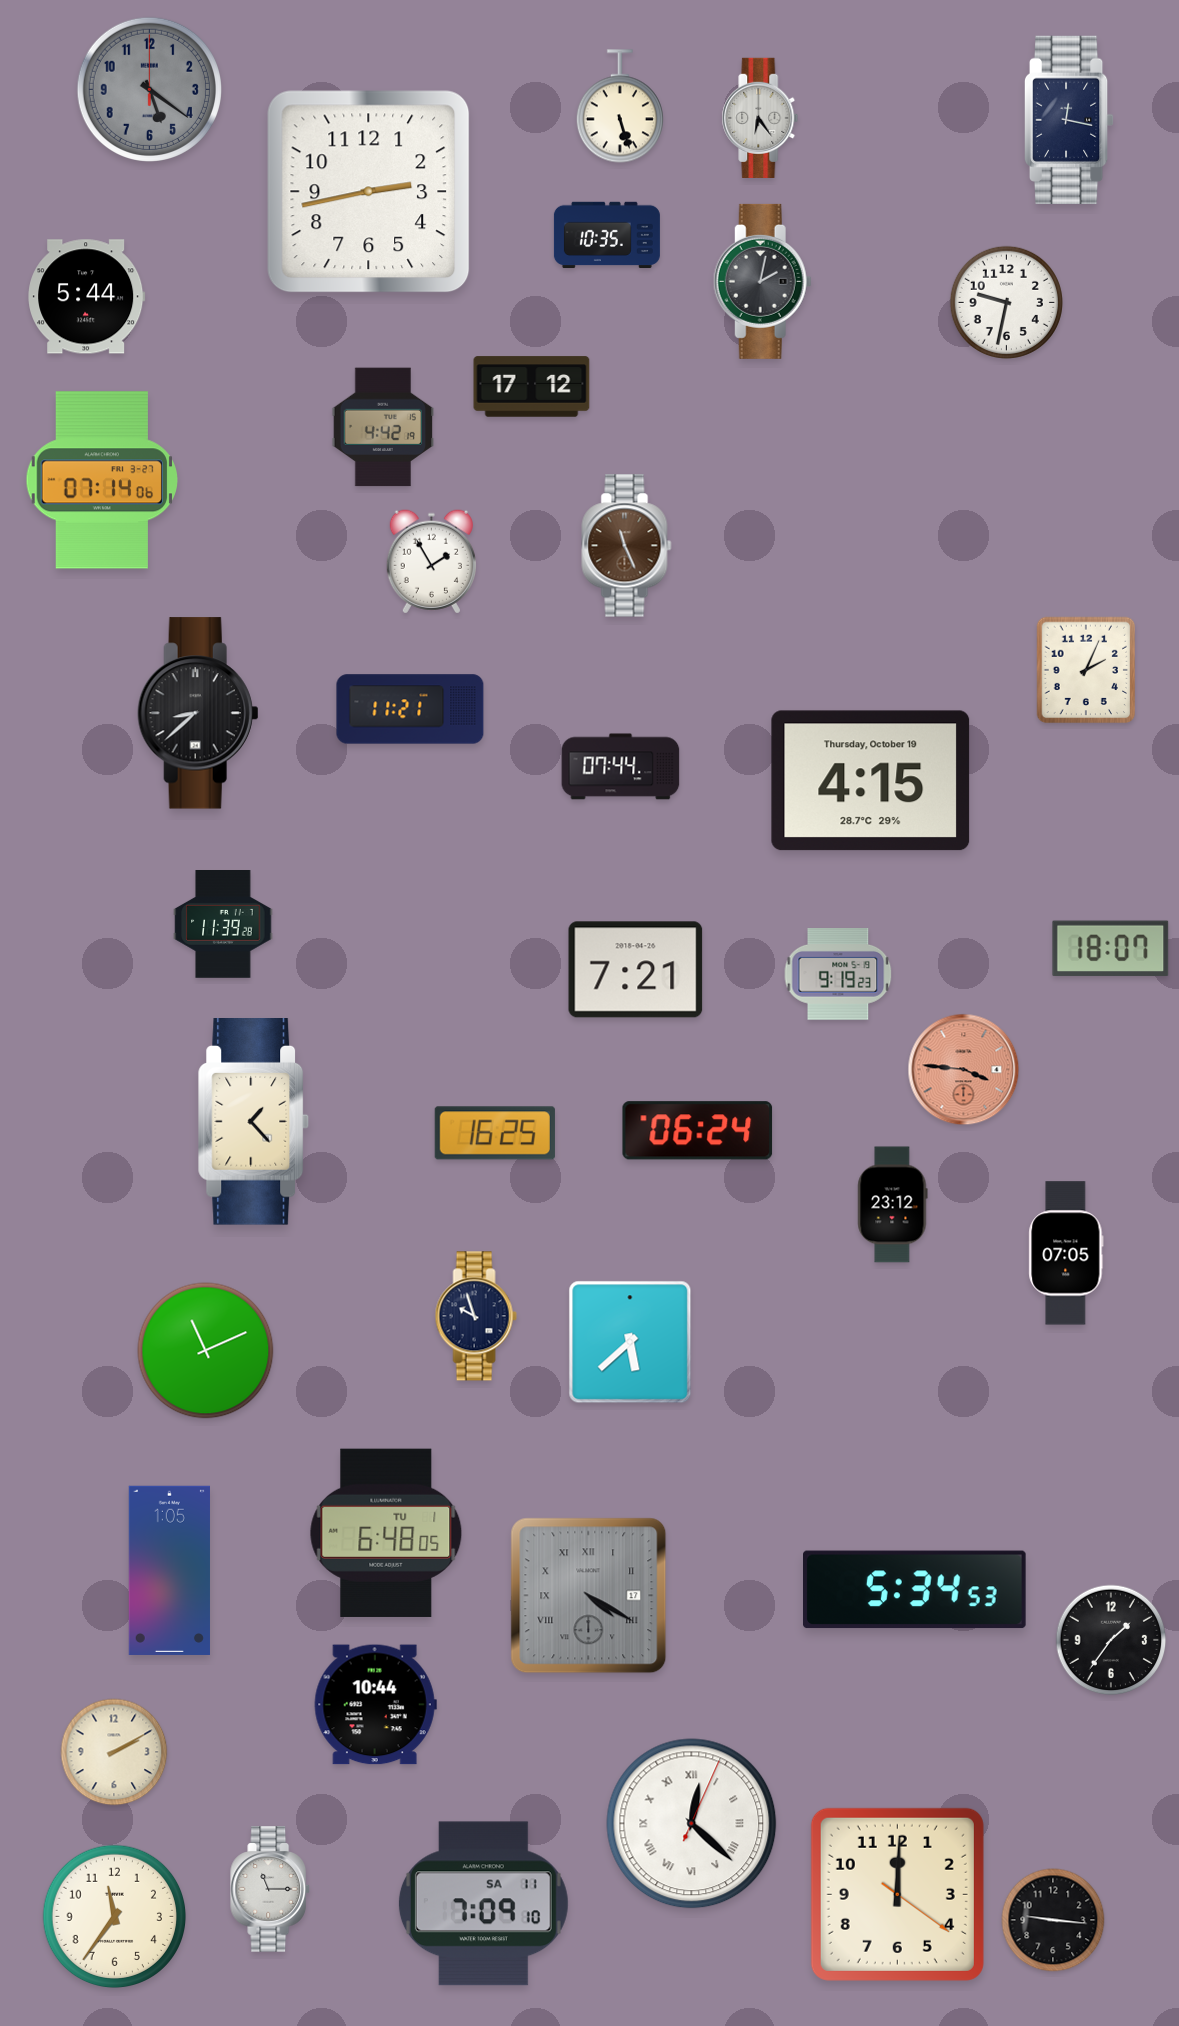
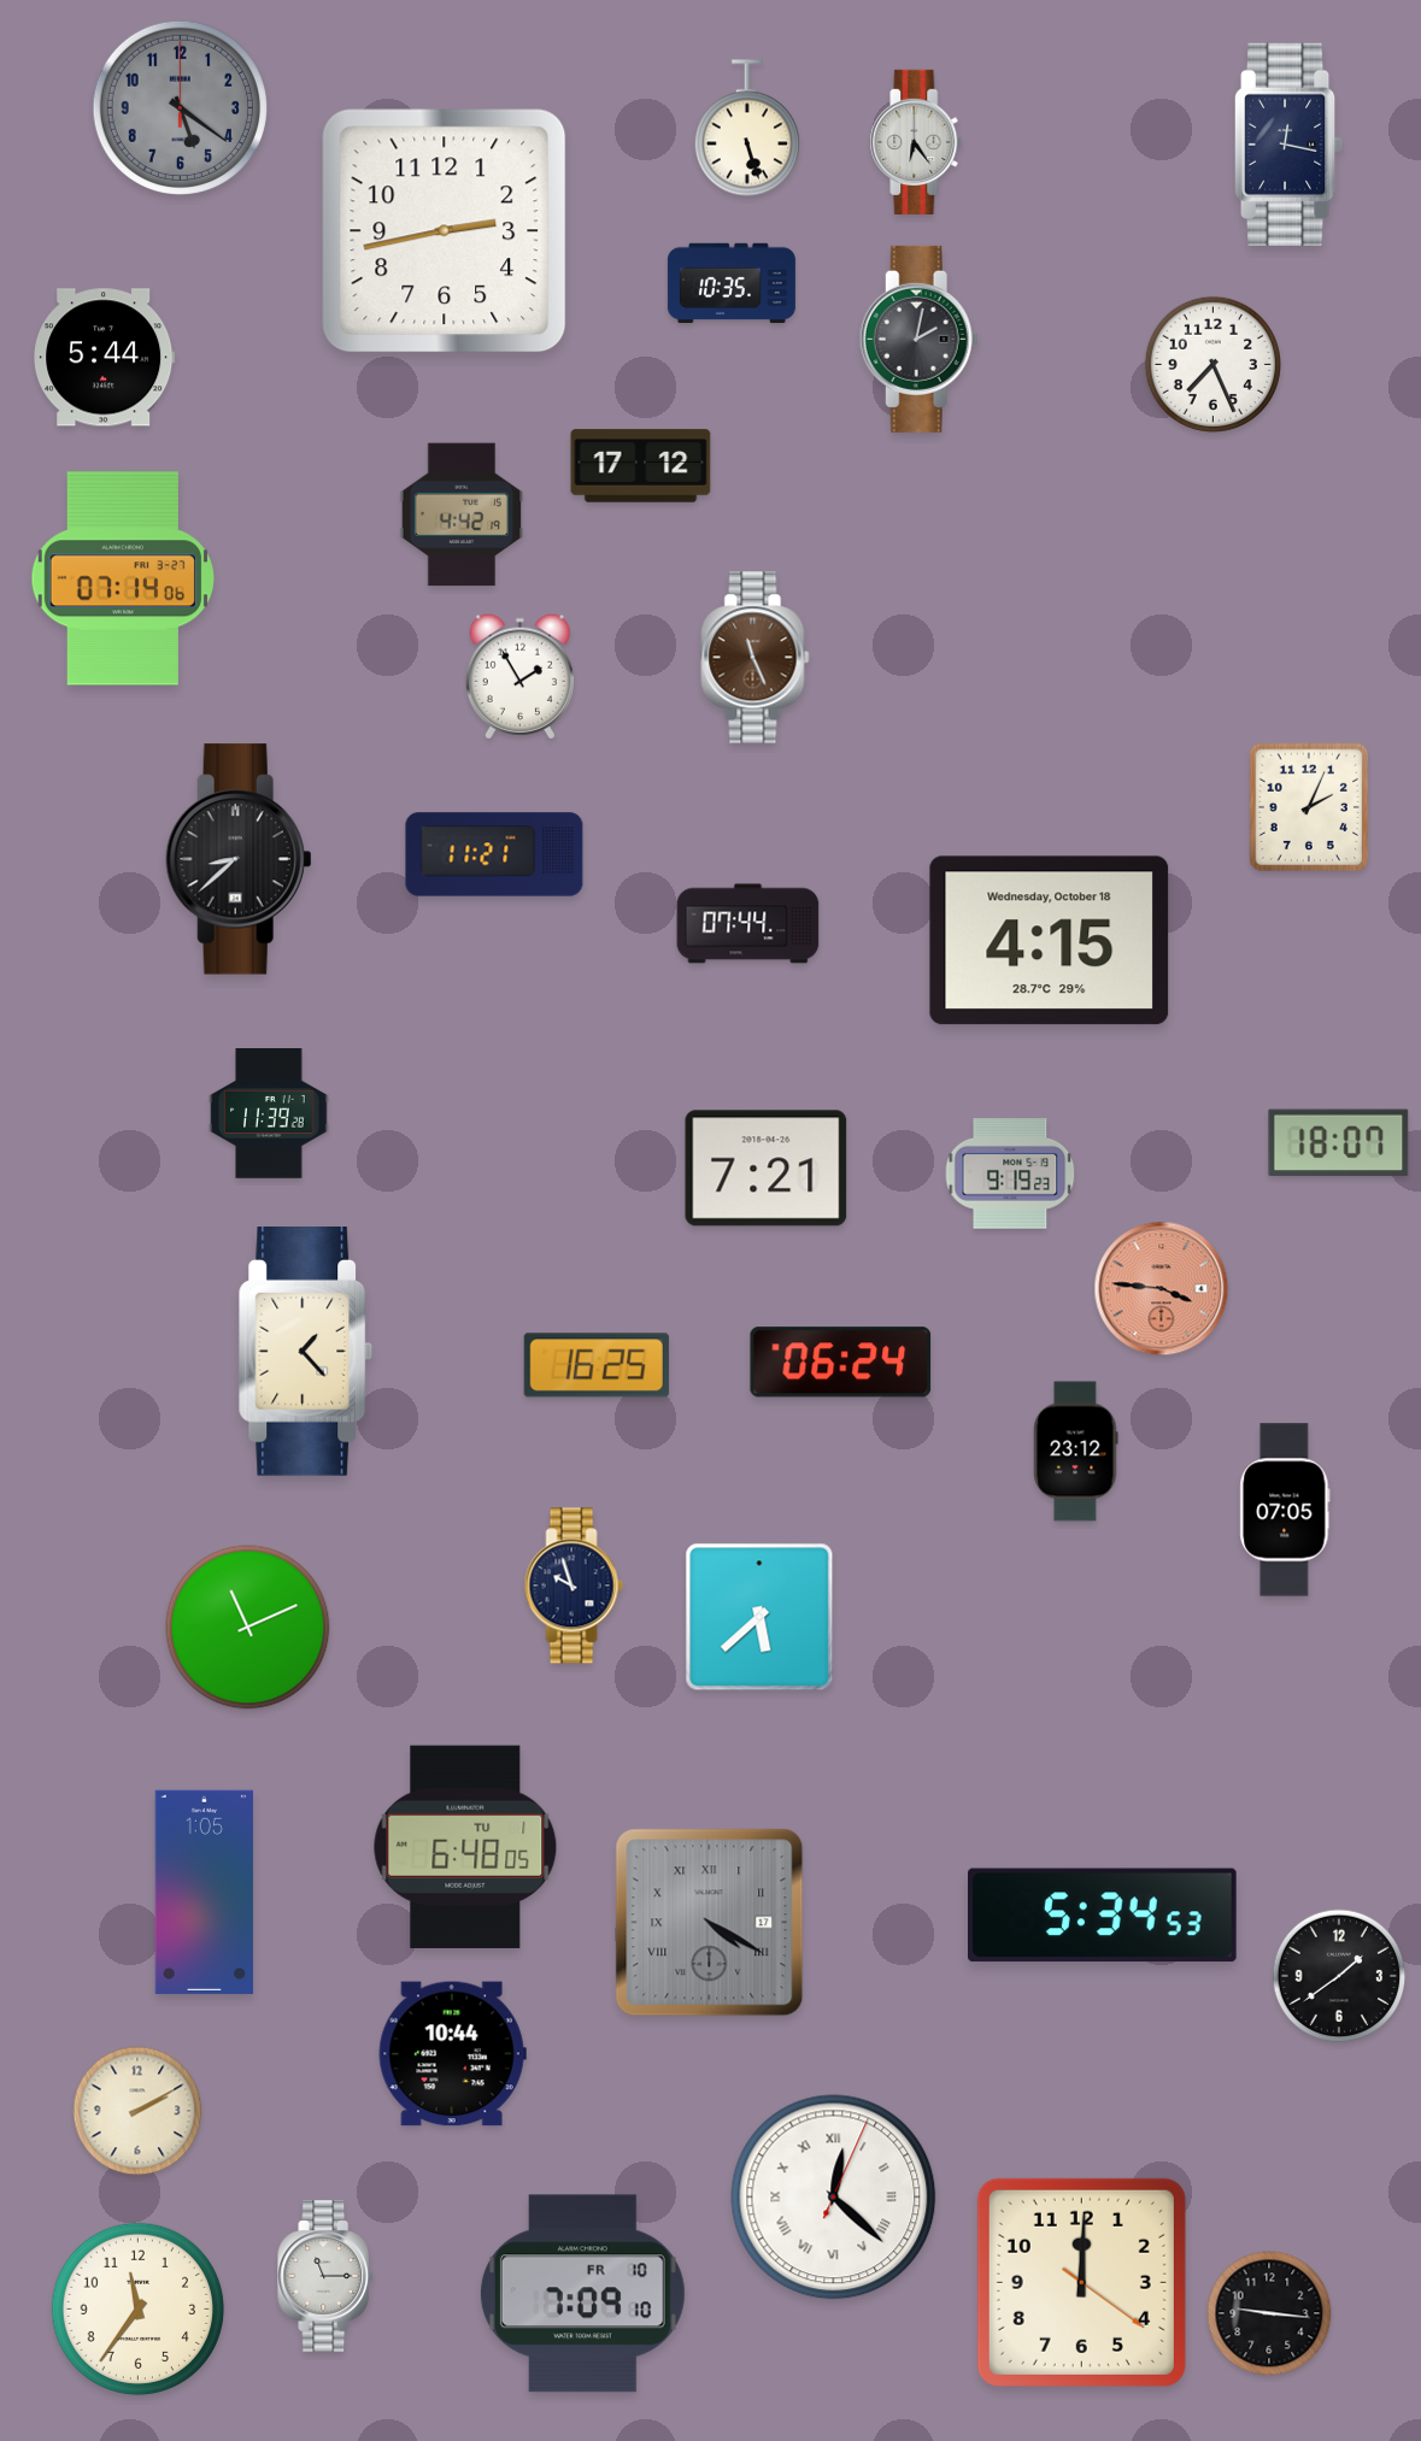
clock at (1006, 302): 9:32 -> 7:26
clock at (871, 781) date: Thursday, October 19 -> Wednesday, October 18
clock at (1111, 1640): 1:36 -> 1:39
clock at (483, 1904) date: SA 11 -> FR 10
